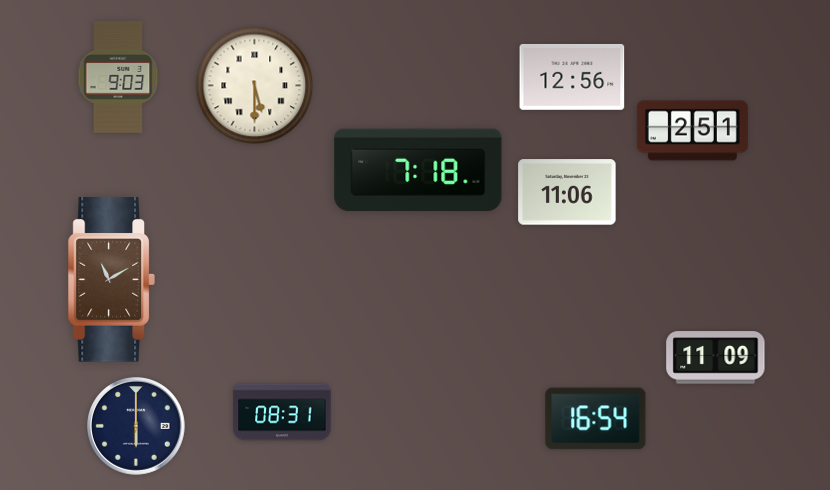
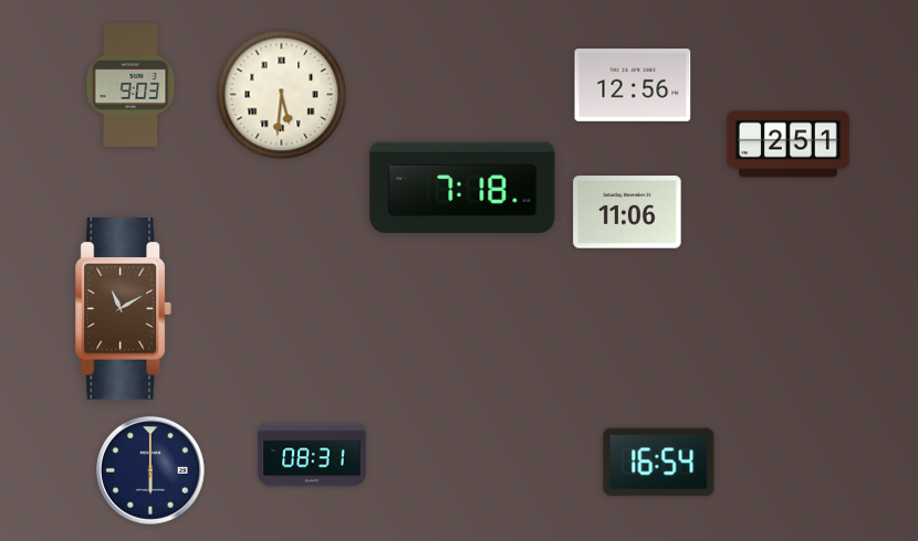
clock at (255, 86): 5:30 -> 5:31
clock at (692, 131) position: (692, 131) -> (787, 145)
clock at (716, 358): 11:09 -> none
